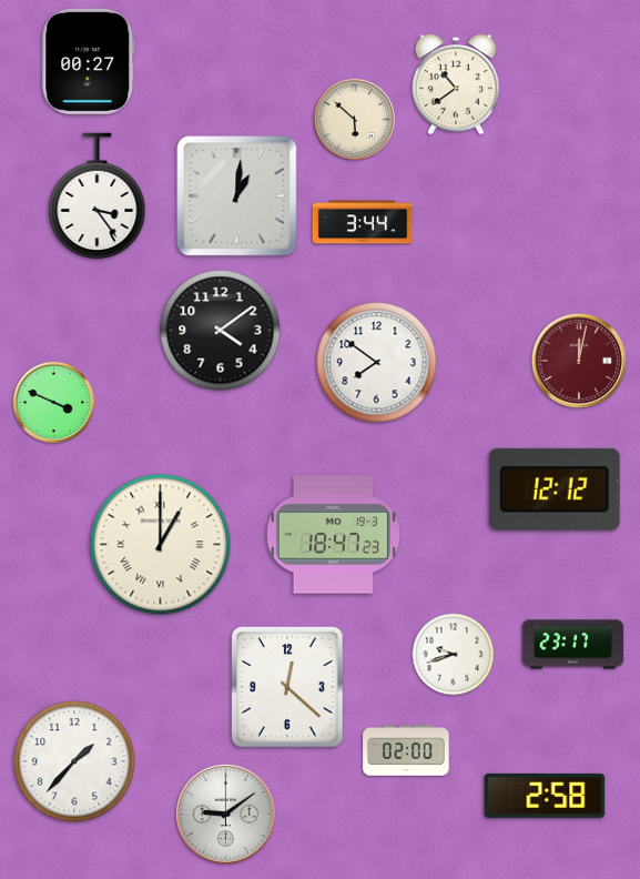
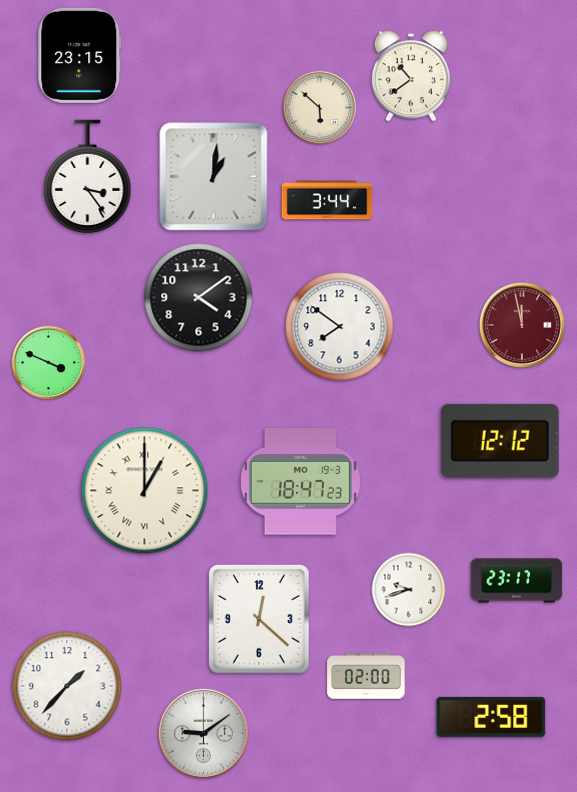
clock at (89, 61): 00:27 -> 23:15
clock at (579, 361): 12:02 -> 11:58
